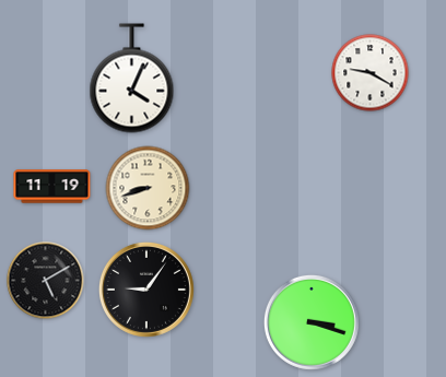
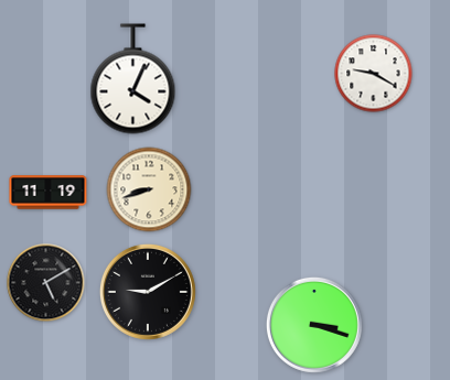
clock at (52, 187) position: (52, 187) -> (49, 193)
clock at (146, 290): 9:06 -> 9:10
